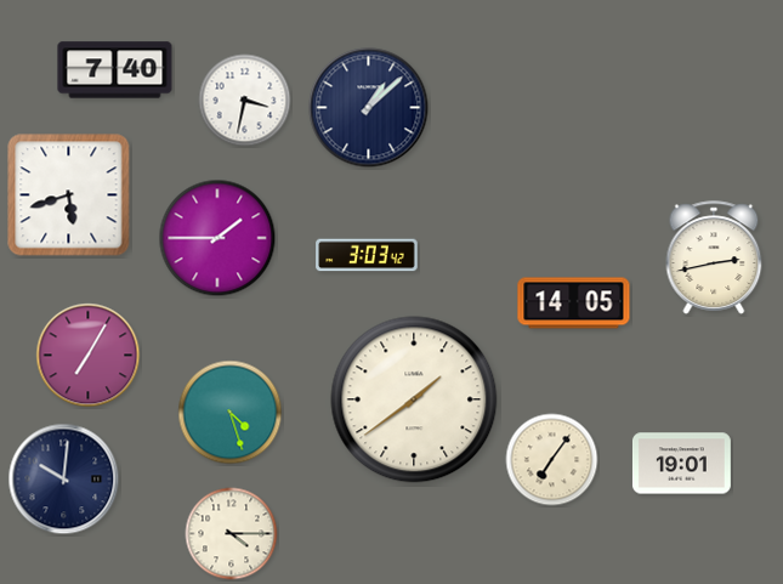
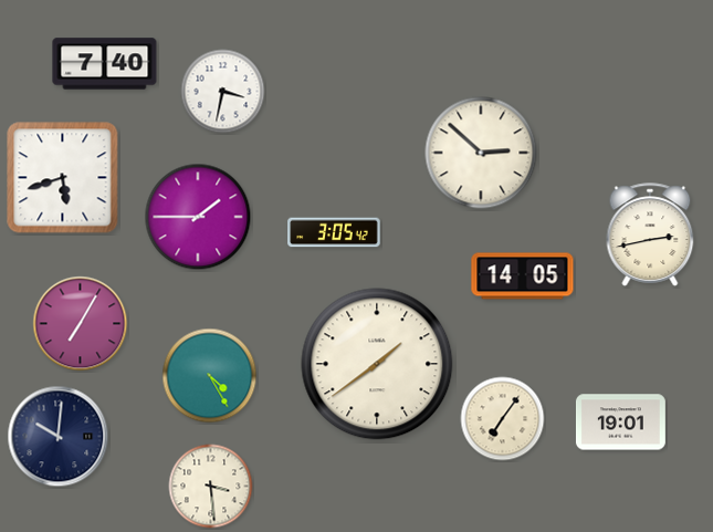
clock at (369, 108): 1:08 -> none
clock at (481, 153): none -> 2:52
clock at (367, 255): 3:03 -> 3:05
clock at (231, 413): 4:27 -> 4:25
clock at (232, 534): 4:15 -> 3:29
